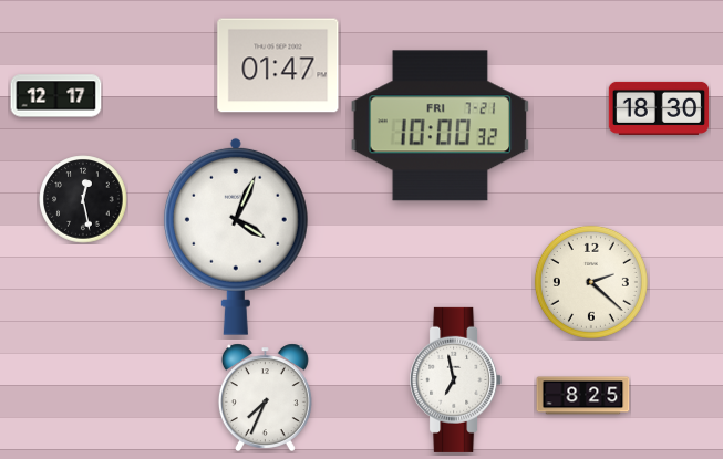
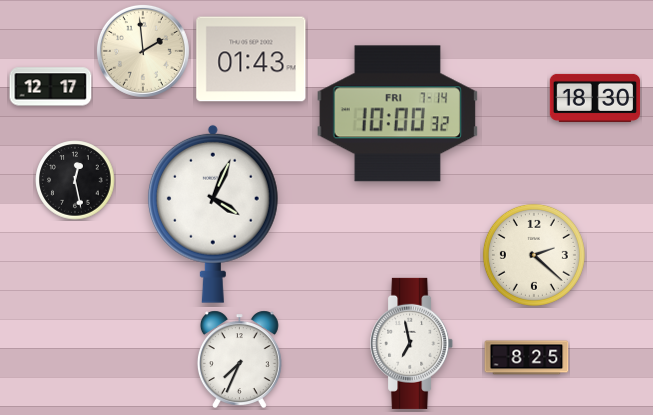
clock at (143, 51): none -> 1:59
clock at (278, 65): 01:47 -> 01:43
clock at (441, 126) date: FRI 7-21 -> FRI 7-14
